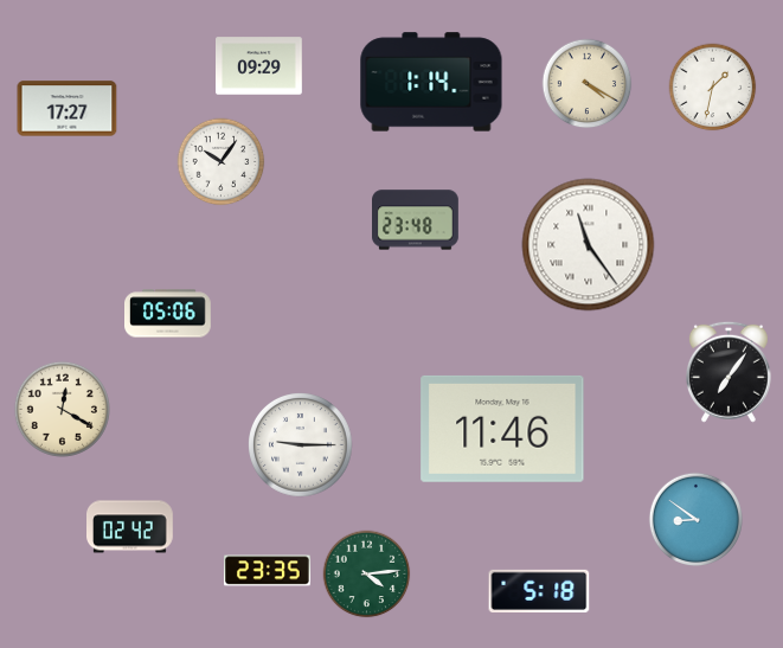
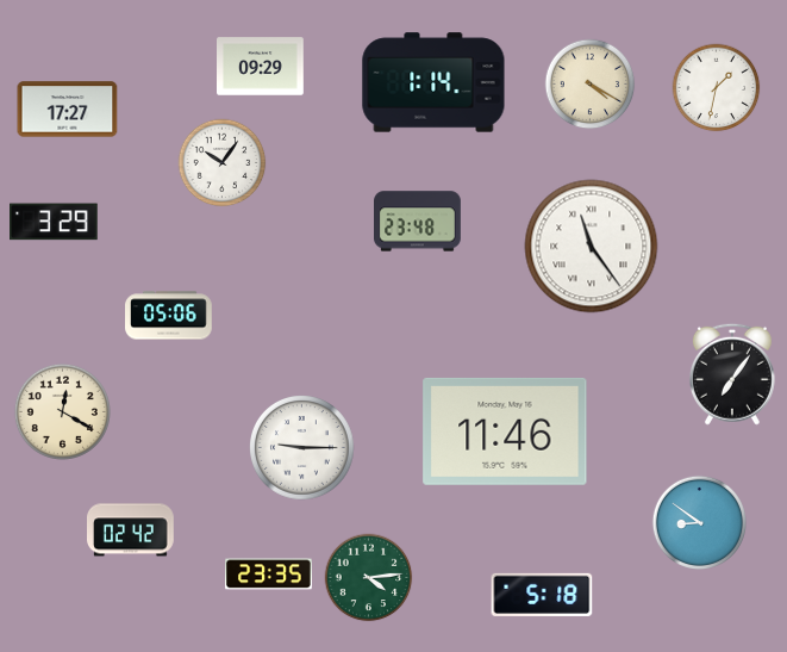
clock at (55, 222): none -> 3:29
